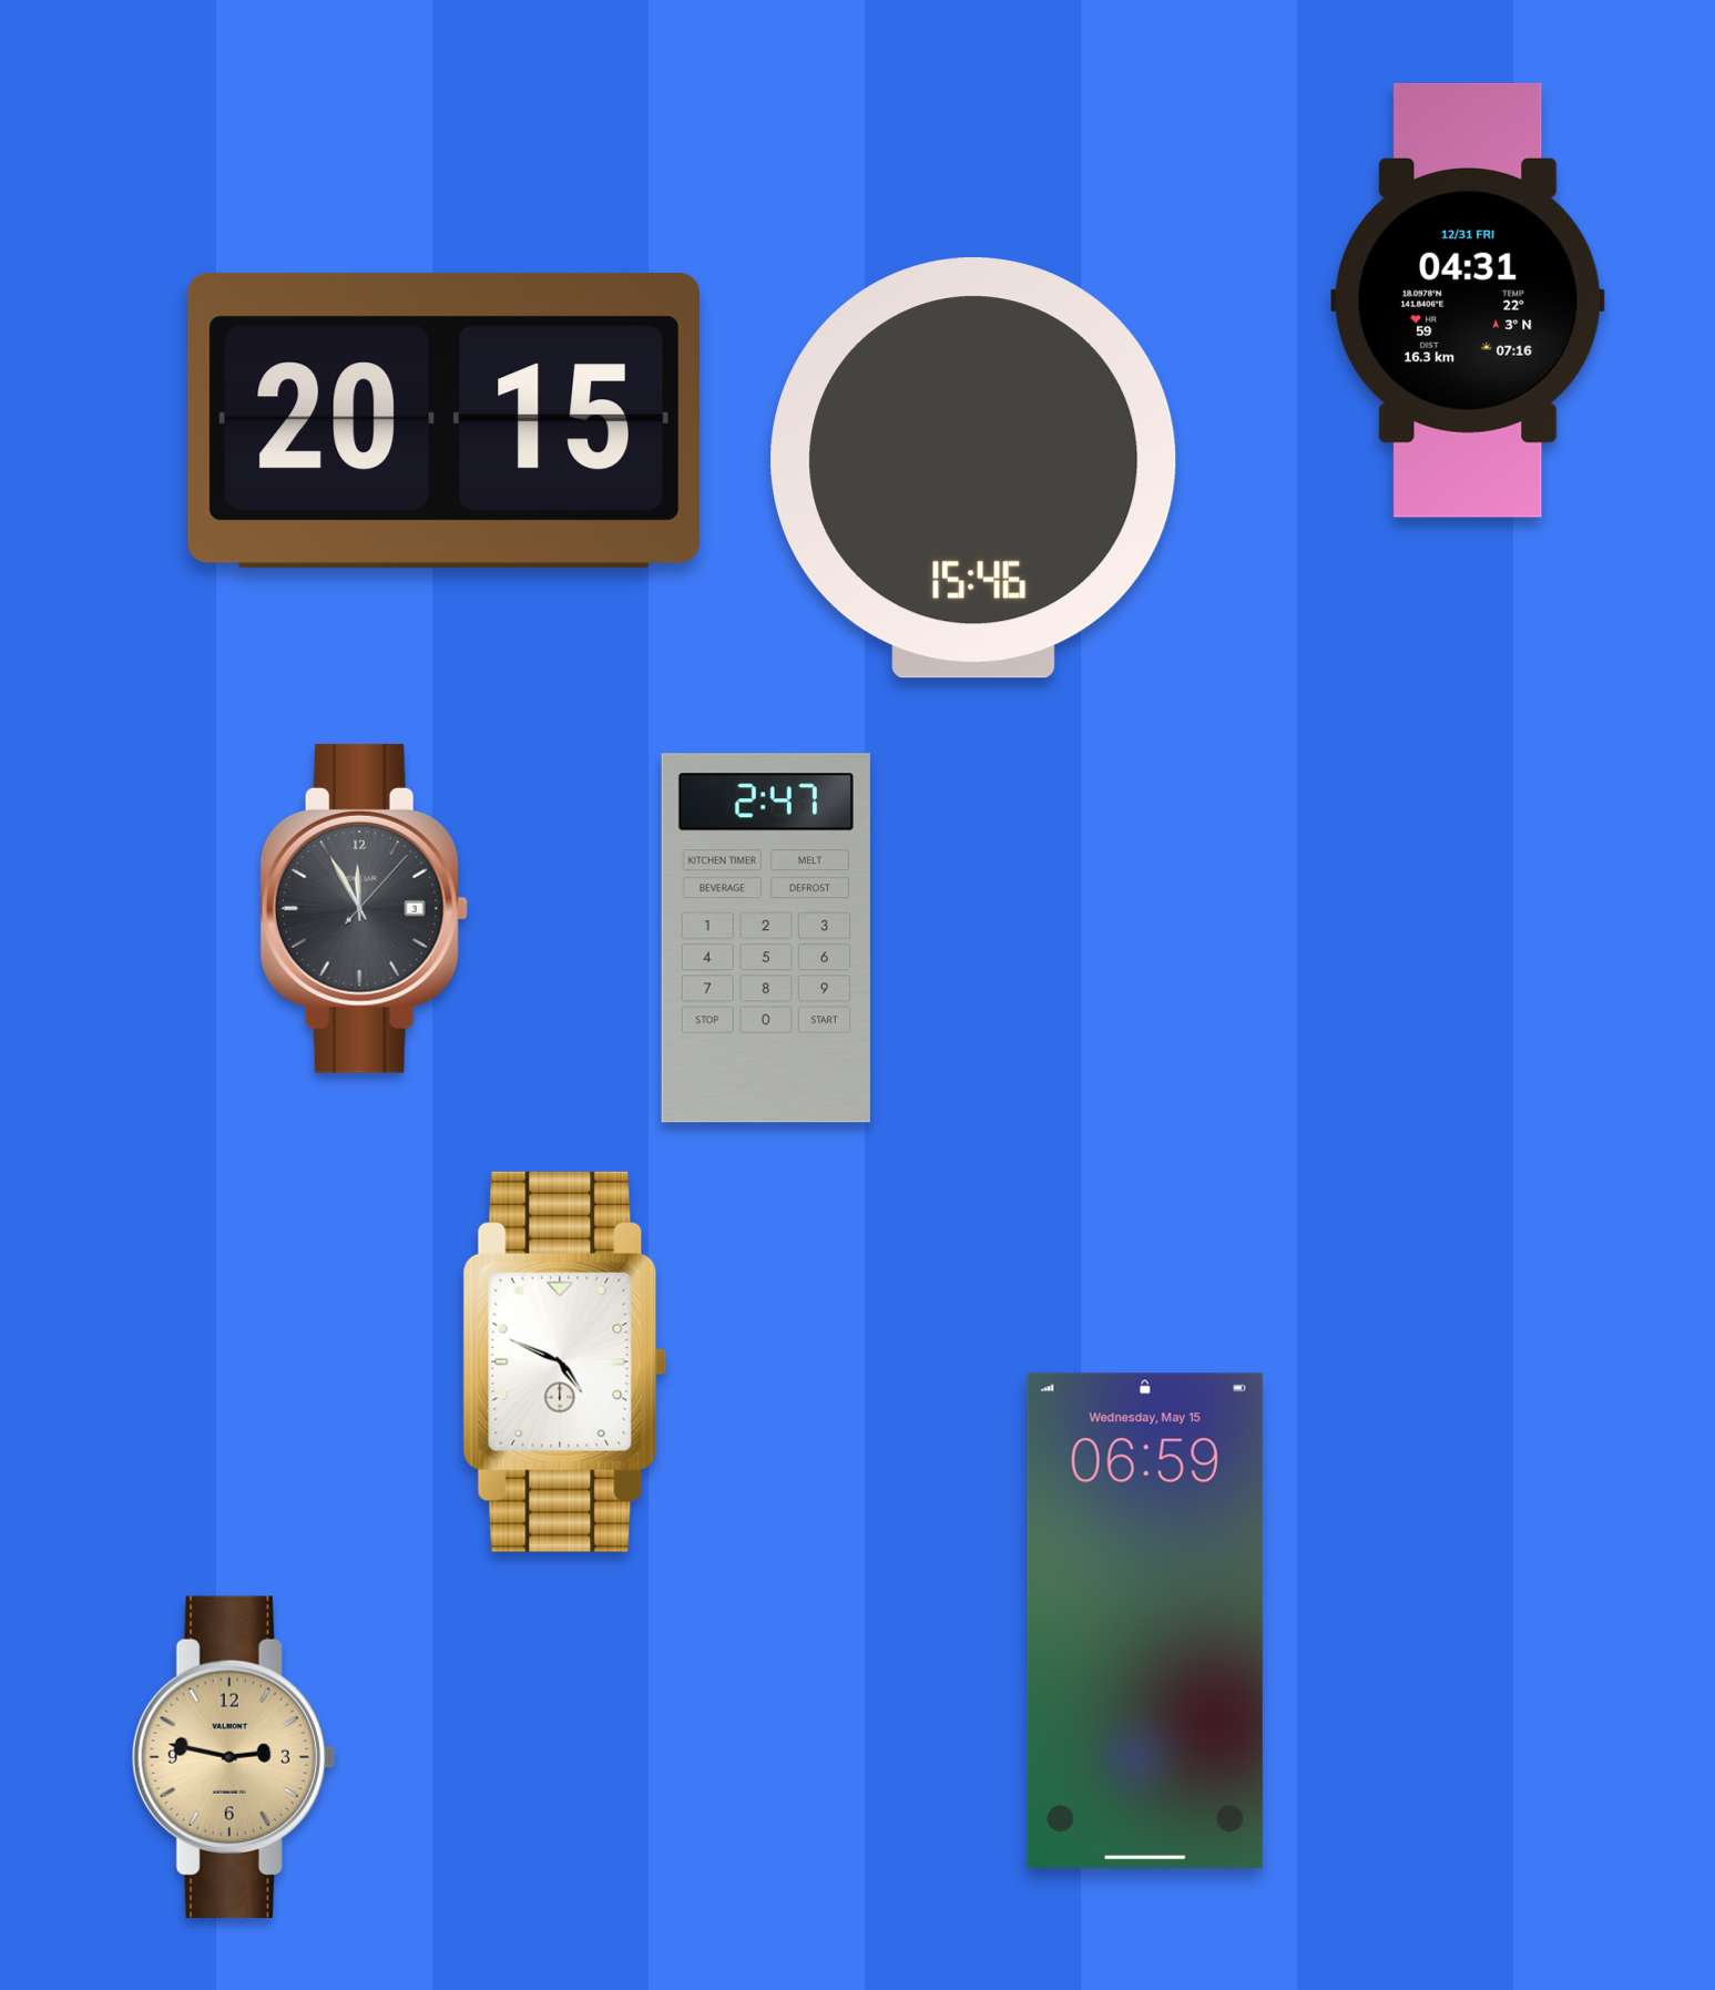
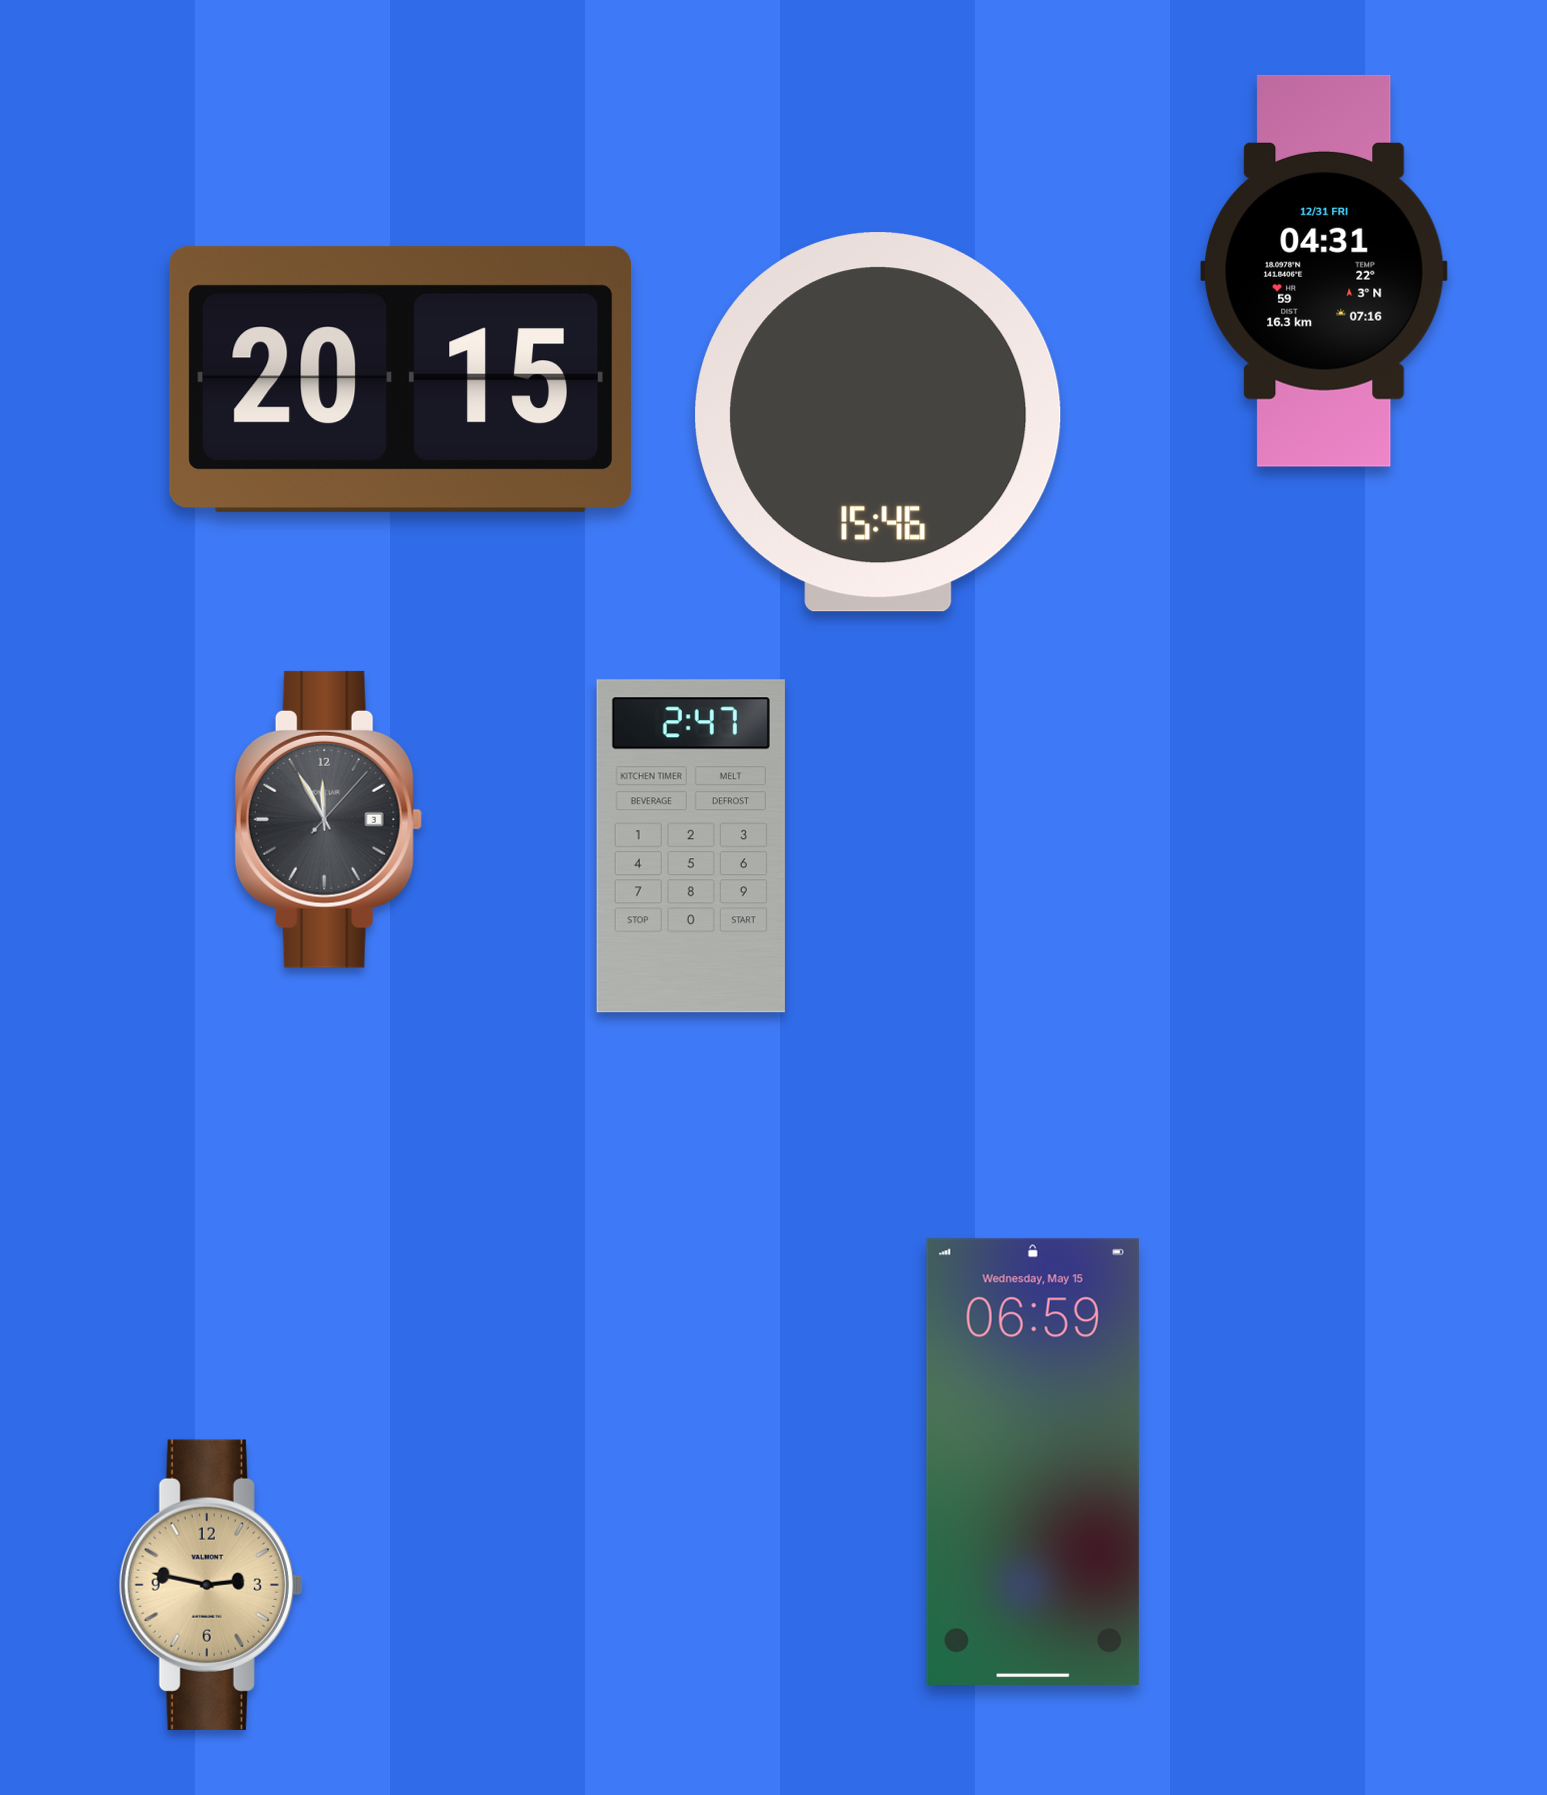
clock at (565, 1361): 4:49 -> none
